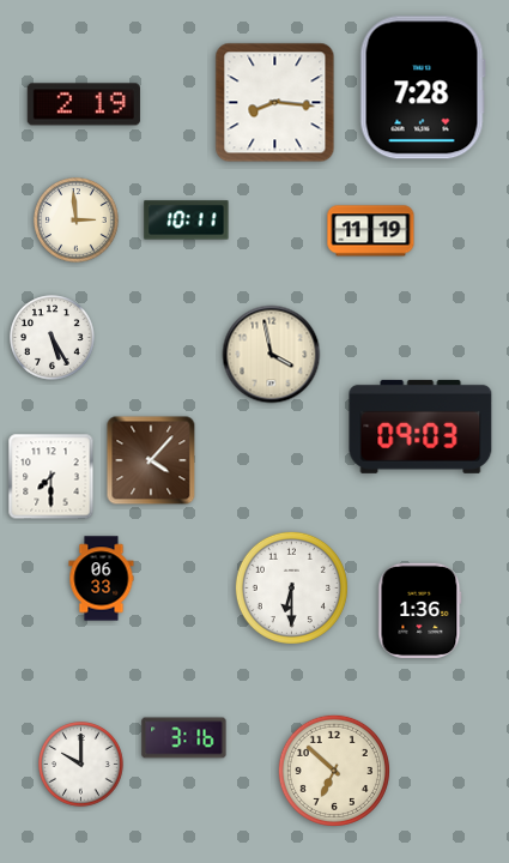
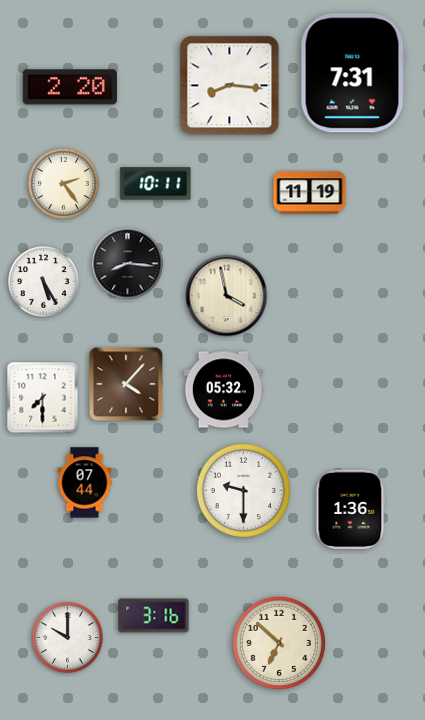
clock at (423, 87): 7:28 -> 7:31
clock at (84, 104): 2:19 -> 2:20
clock at (77, 221): 2:59 -> 2:24
clock at (128, 264): none -> 8:16
clock at (420, 427): 09:03 -> none
clock at (223, 390): none -> 05:32
clock at (102, 579): 06:33 -> 07:44
clock at (291, 587): 6:30 -> 9:30
